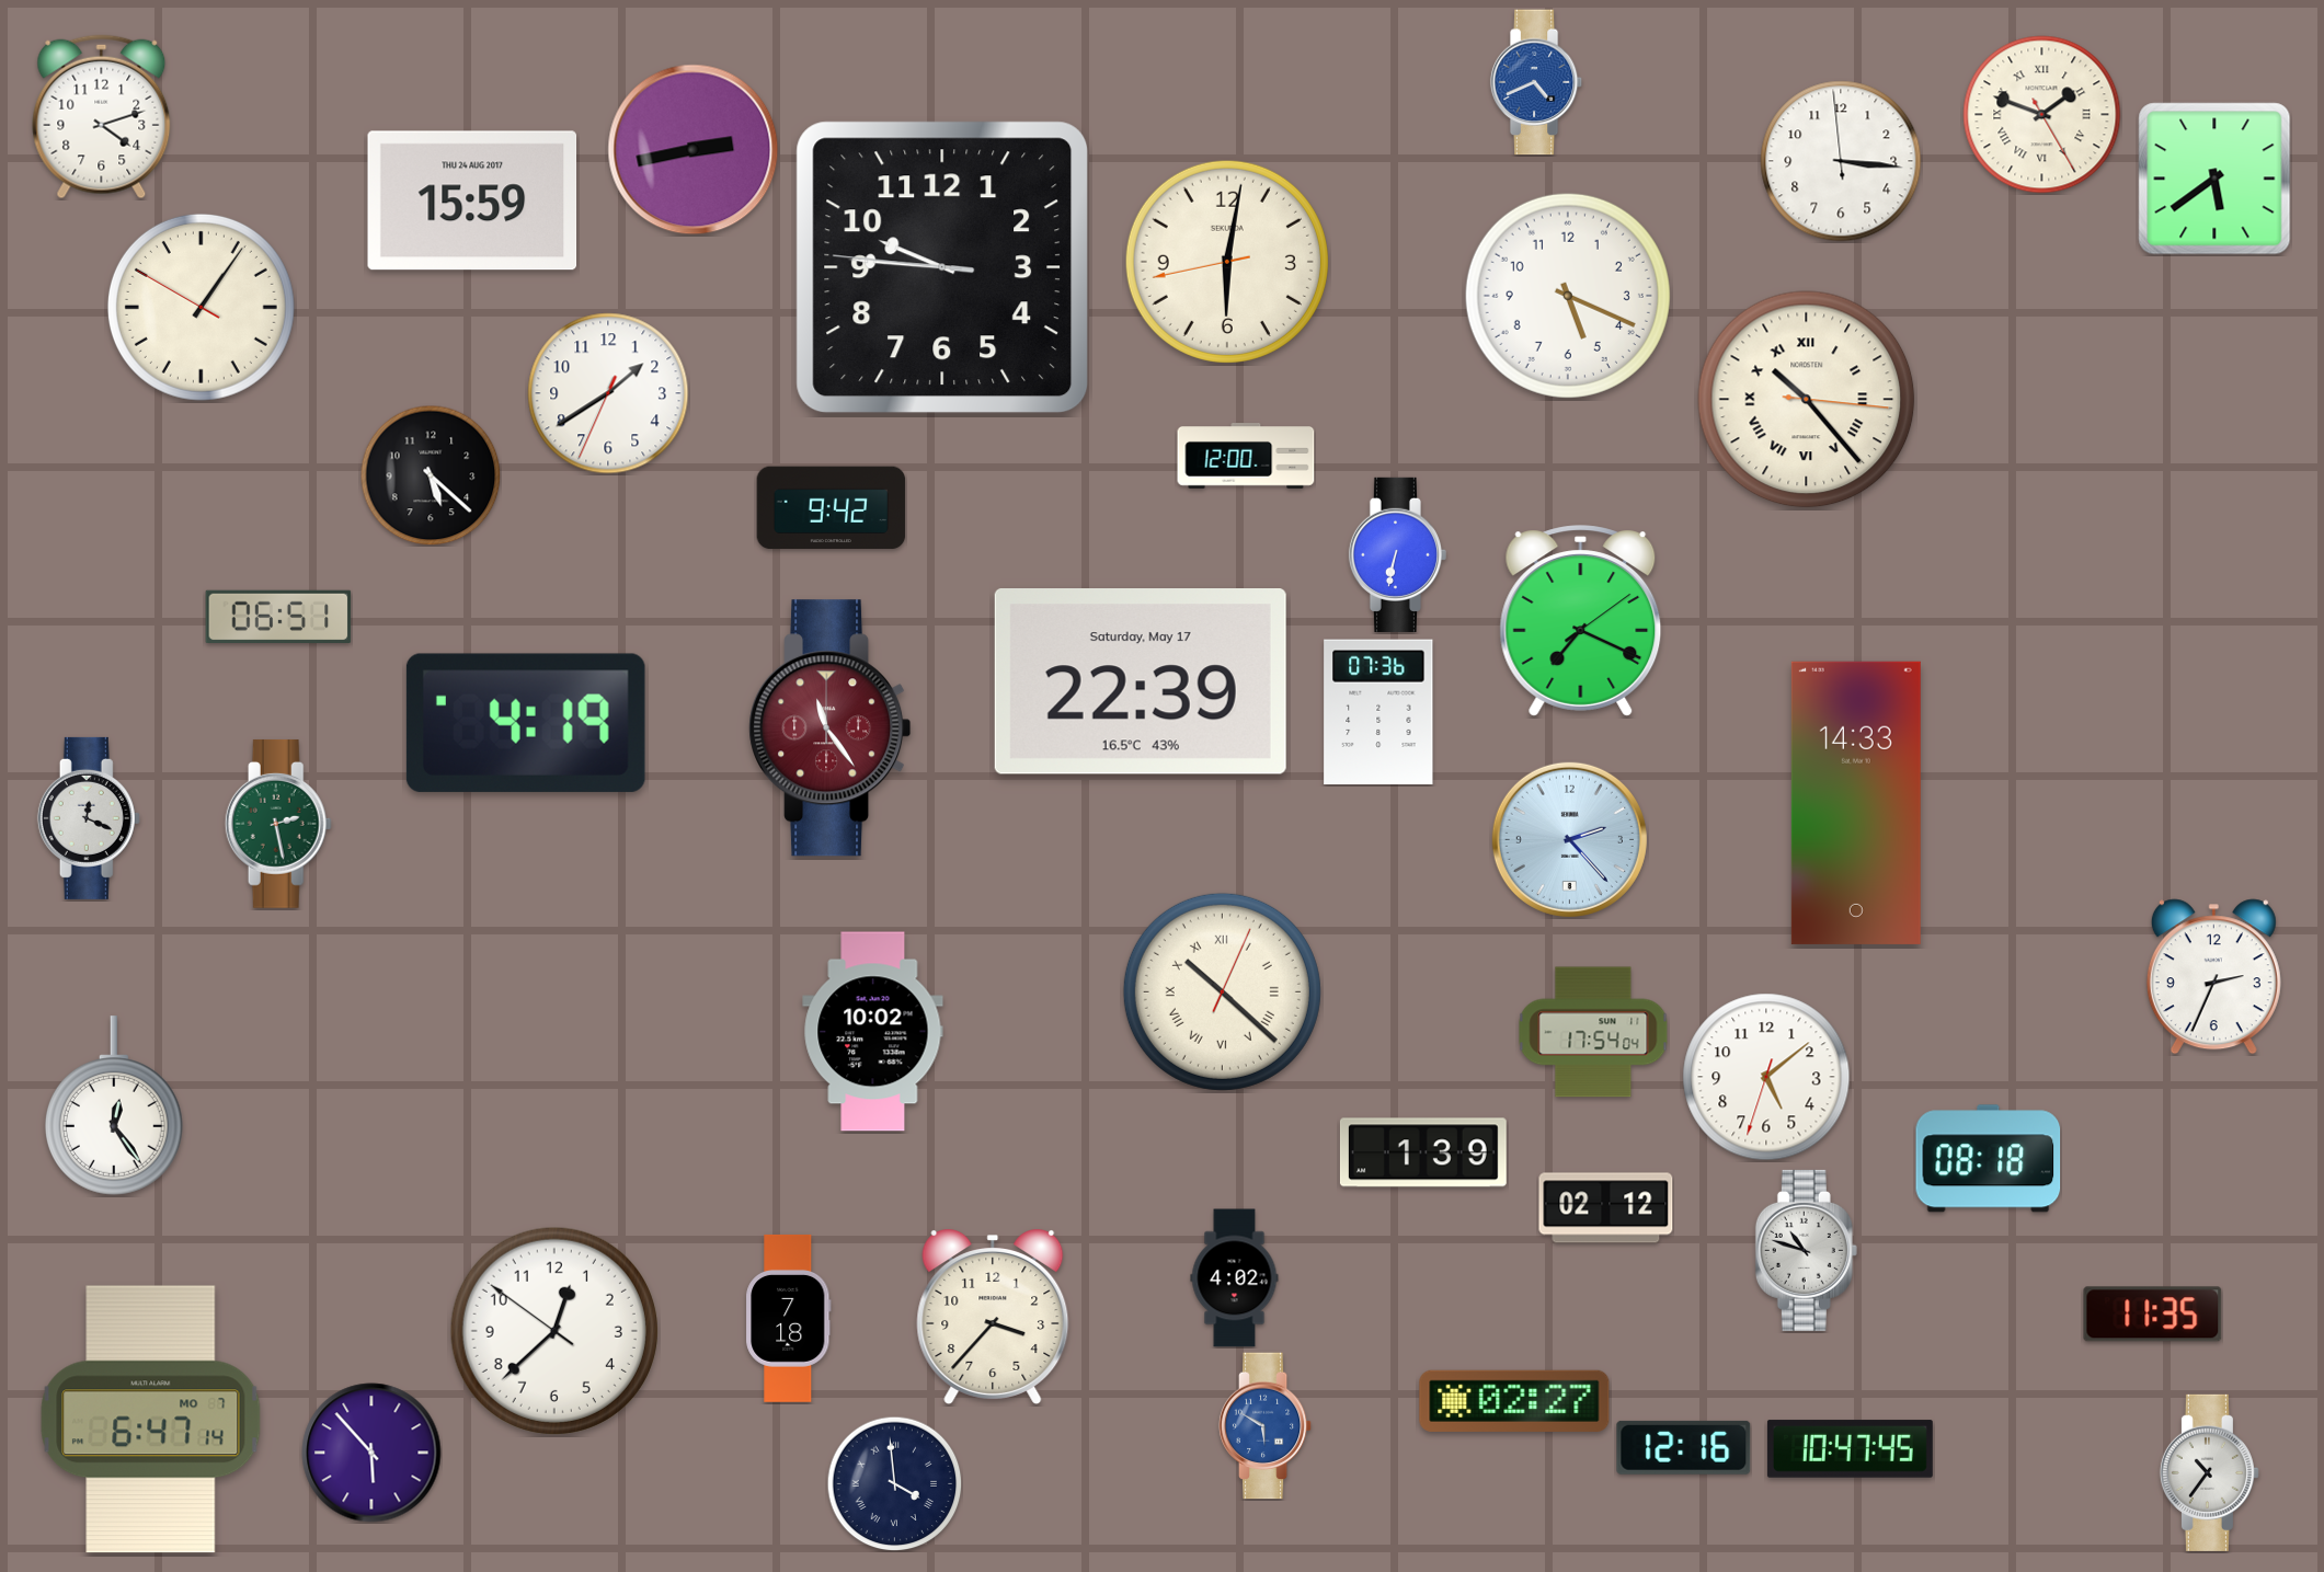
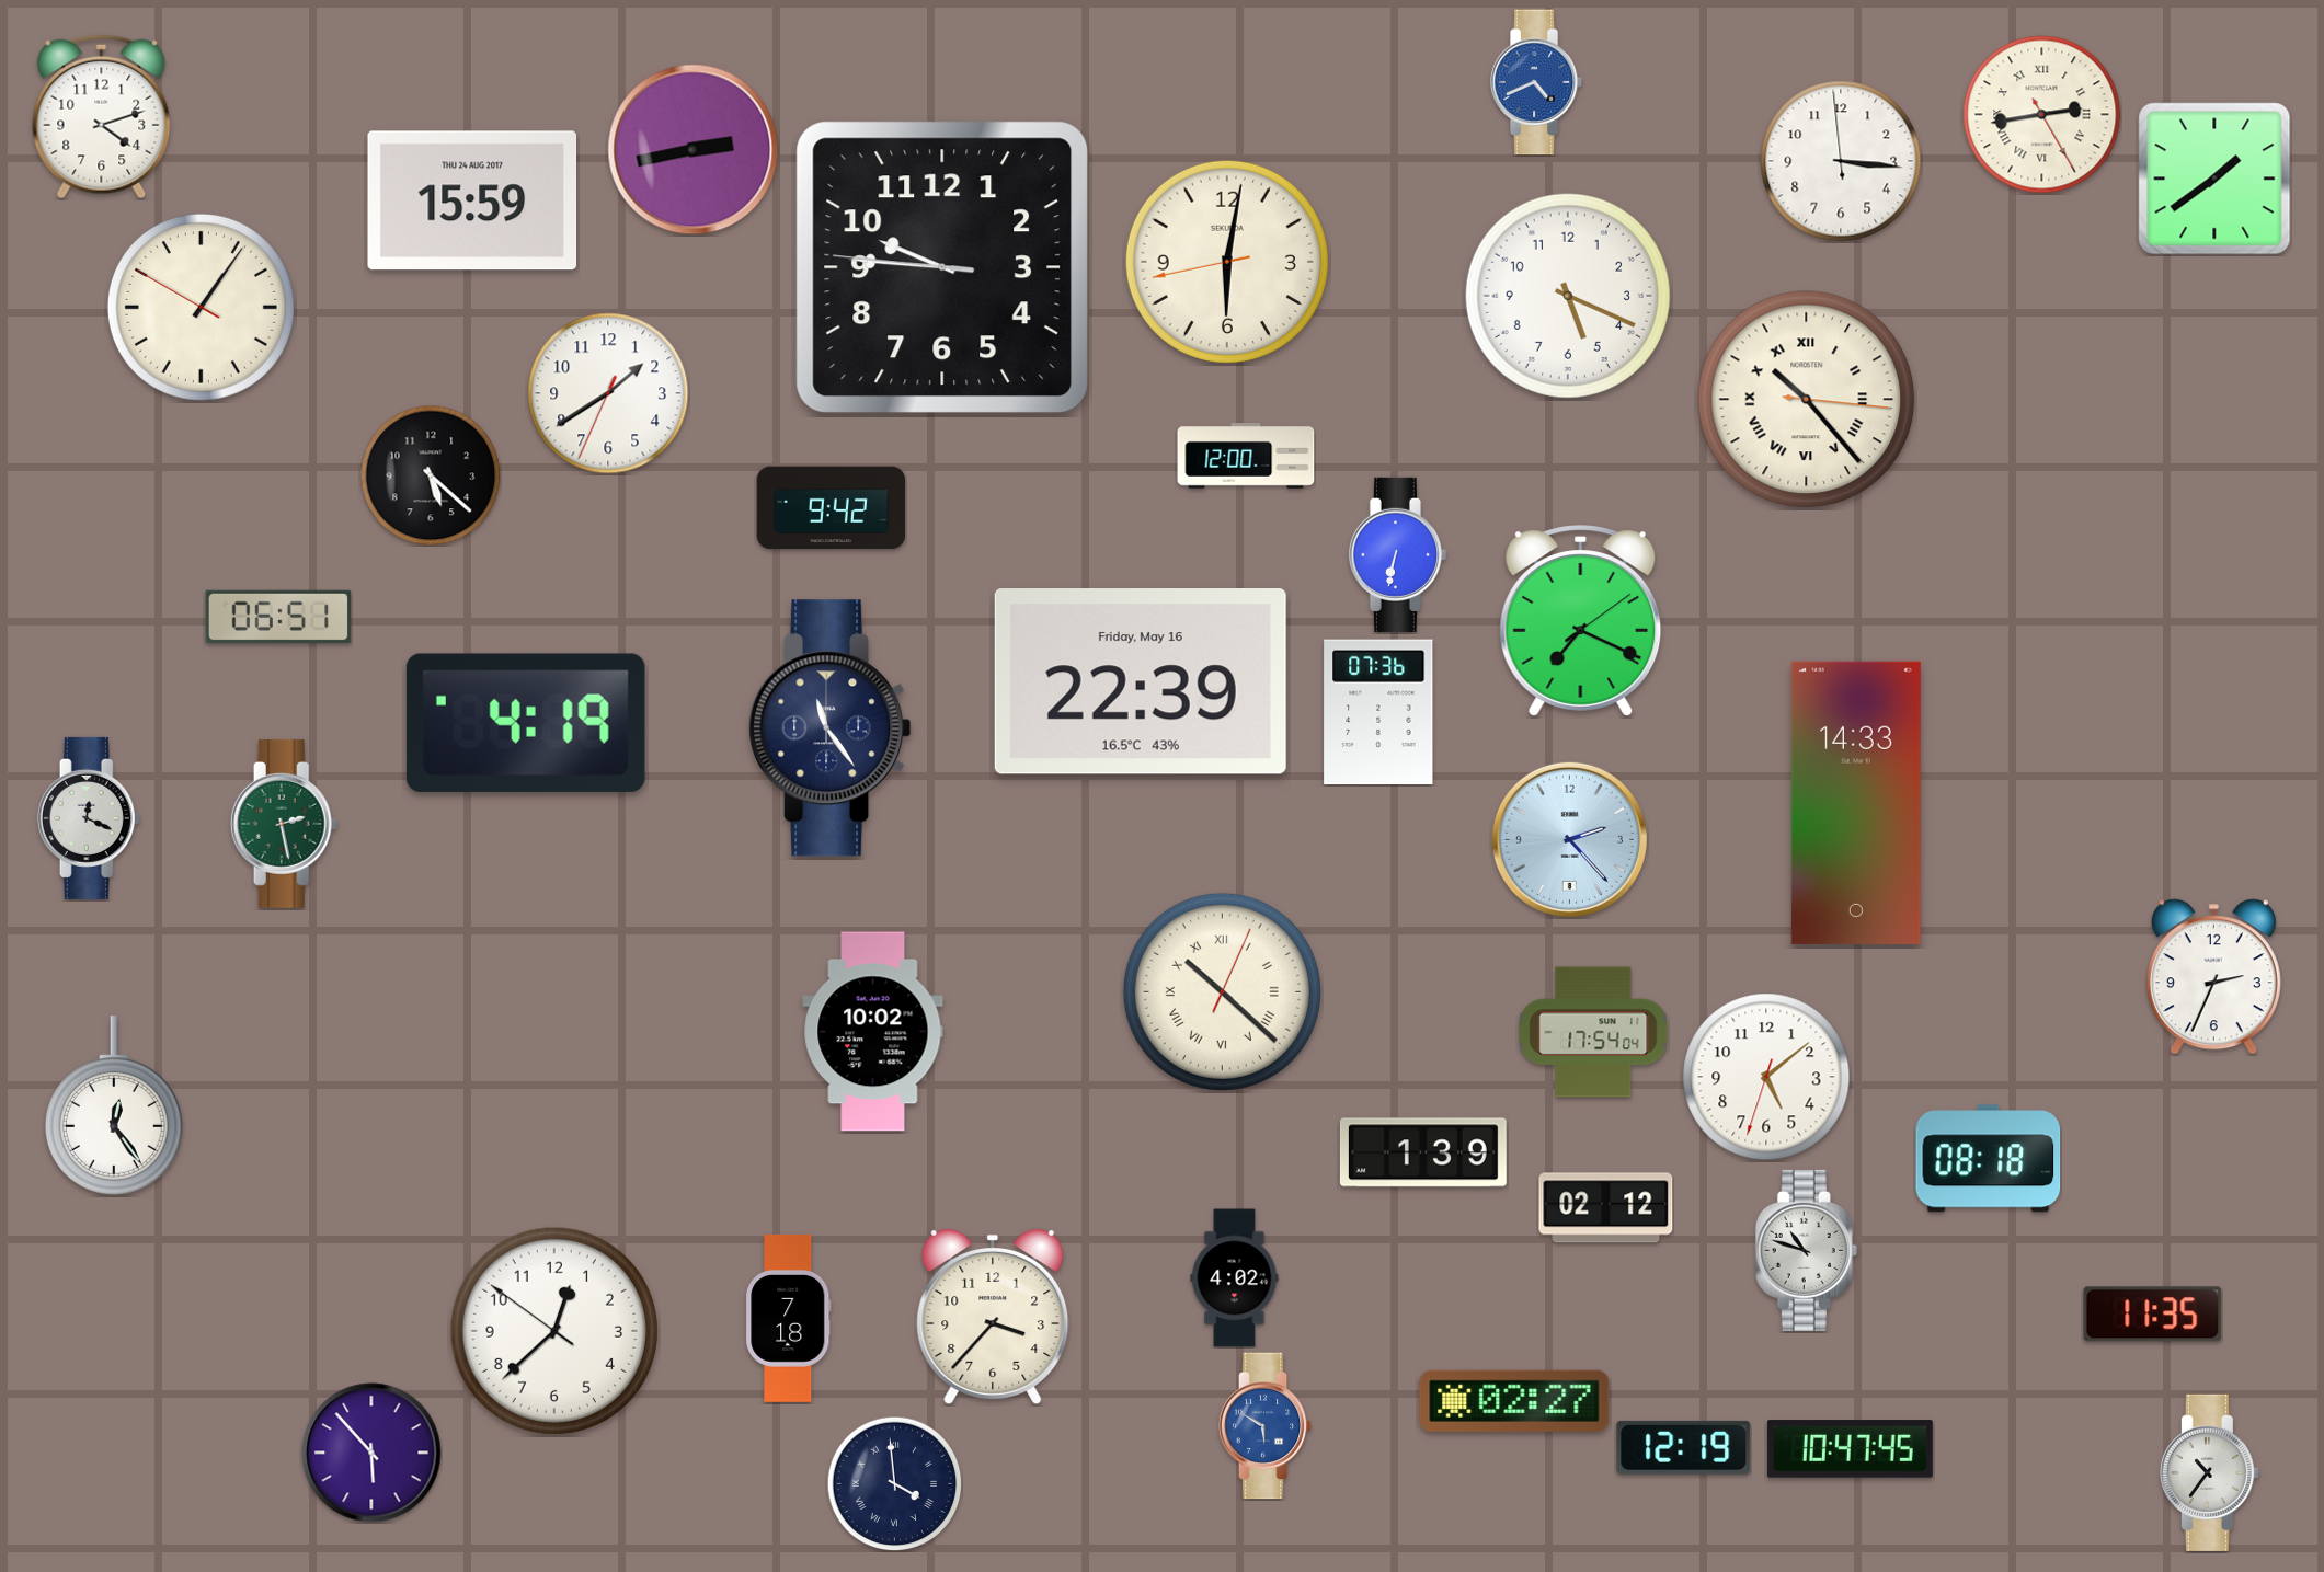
clock at (2042, 115): 1:48 -> 2:43
clock at (2214, 179): 5:39 -> 1:39
clock at (1141, 682) date: Saturday, May 17 -> Friday, May 16
clock at (831, 728) dial: burgundy -> navy
clock at (278, 824) position: (278, 824) -> (284, 824)
clock at (151, 1420): 6:47 -> none
clock at (1684, 1447): 12:16 -> 12:19
